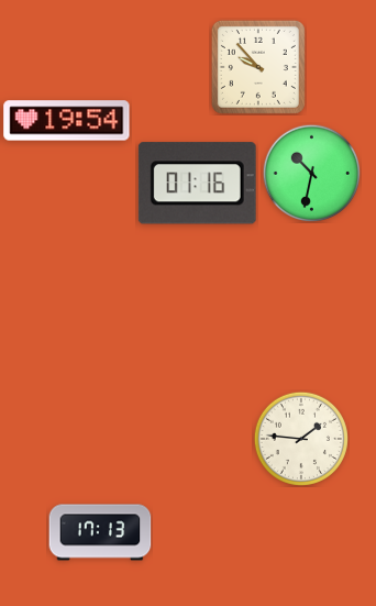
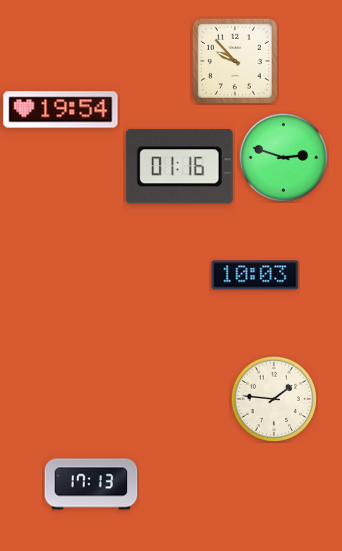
clock at (311, 173): 10:32 -> 2:48
clock at (255, 275): none -> 10:03
